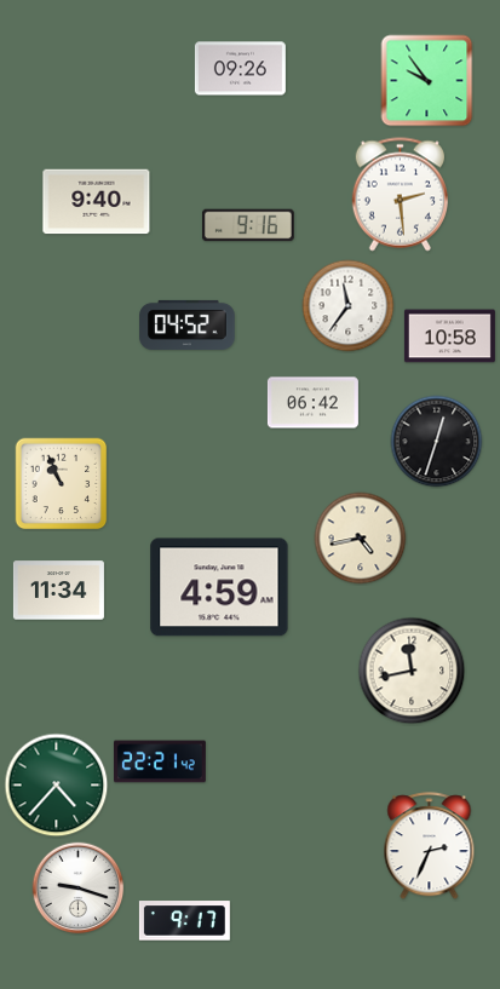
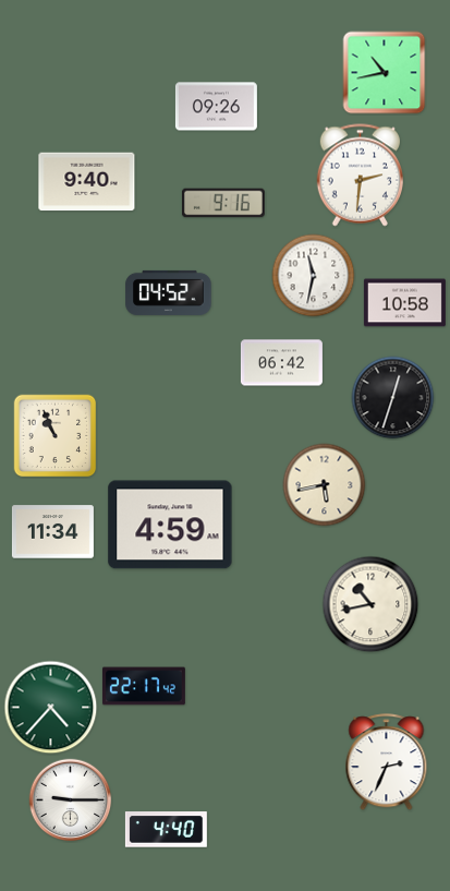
clock at (240, 69) position: (240, 69) -> (216, 107)
clock at (427, 81): 9:54 -> 10:43
clock at (400, 195): 2:29 -> 2:31
clock at (349, 306): 11:36 -> 11:32
clock at (361, 539): 4:43 -> 5:43
clock at (219, 587) position: (219, 587) -> (170, 525)
clock at (412, 671): 11:43 -> 10:43
clock at (160, 761): 22:21 -> 22:17
clock at (79, 889): 9:18 -> 9:15
clock at (184, 921): 9:17 -> 4:40
